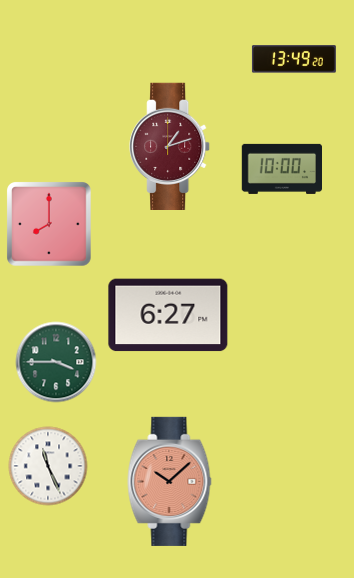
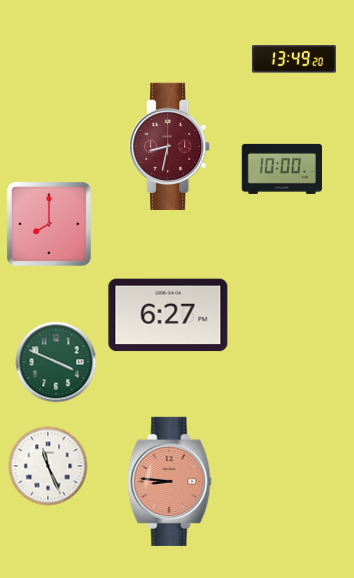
clock at (170, 146): 1:12 -> 8:32
clock at (56, 362): 3:45 -> 3:49
clock at (170, 481): 10:08 -> 8:46
